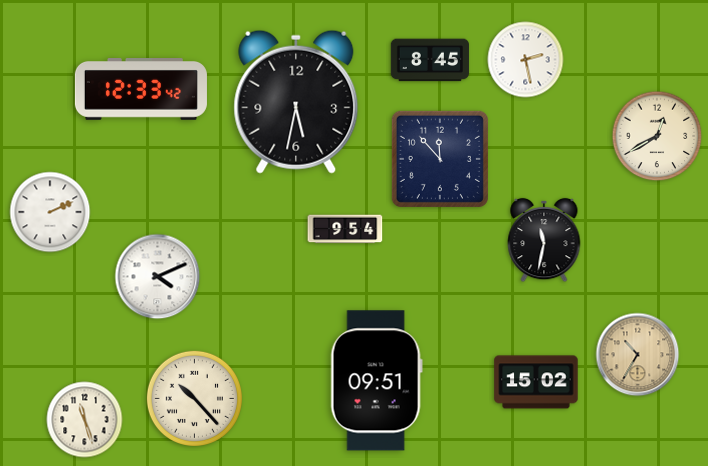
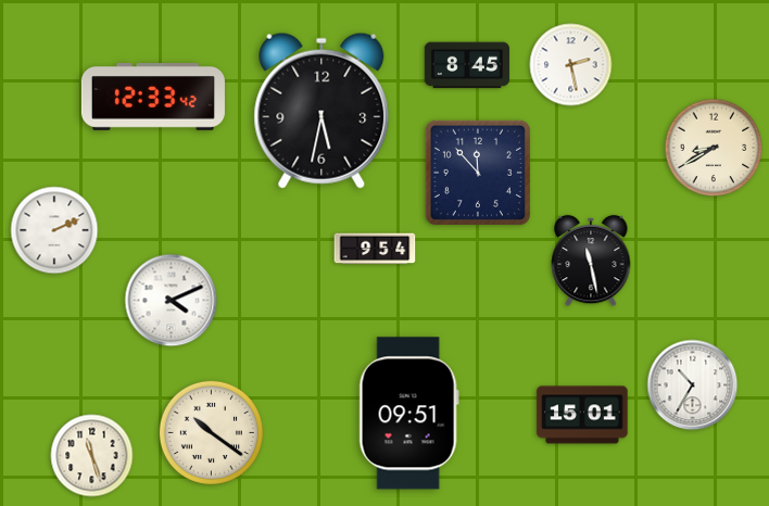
clock at (657, 136): 12:40 -> 8:40
clock at (544, 240): 11:32 -> 11:28
clock at (638, 355) dial: champagne -> white
clock at (536, 382): 15:02 -> 15:01
clock at (194, 398): 10:23 -> 10:21
